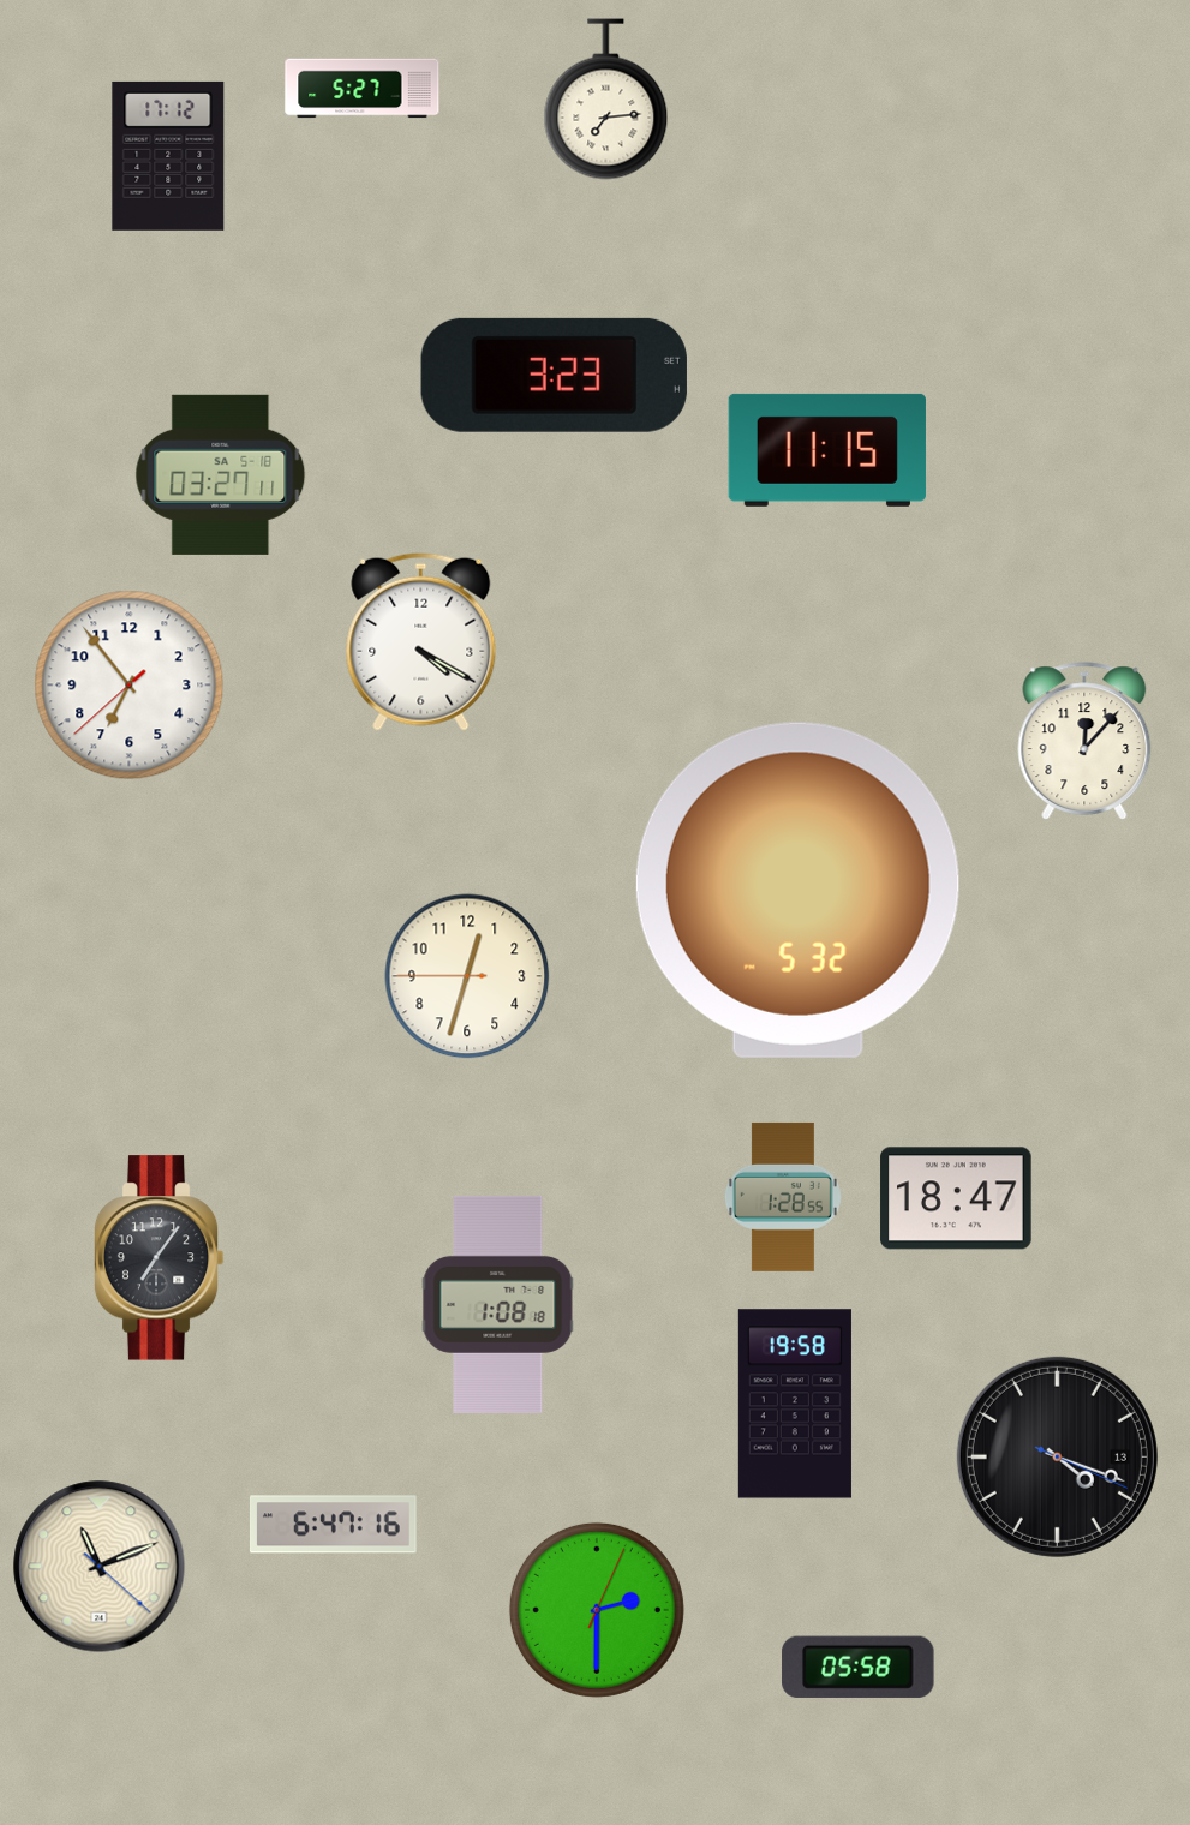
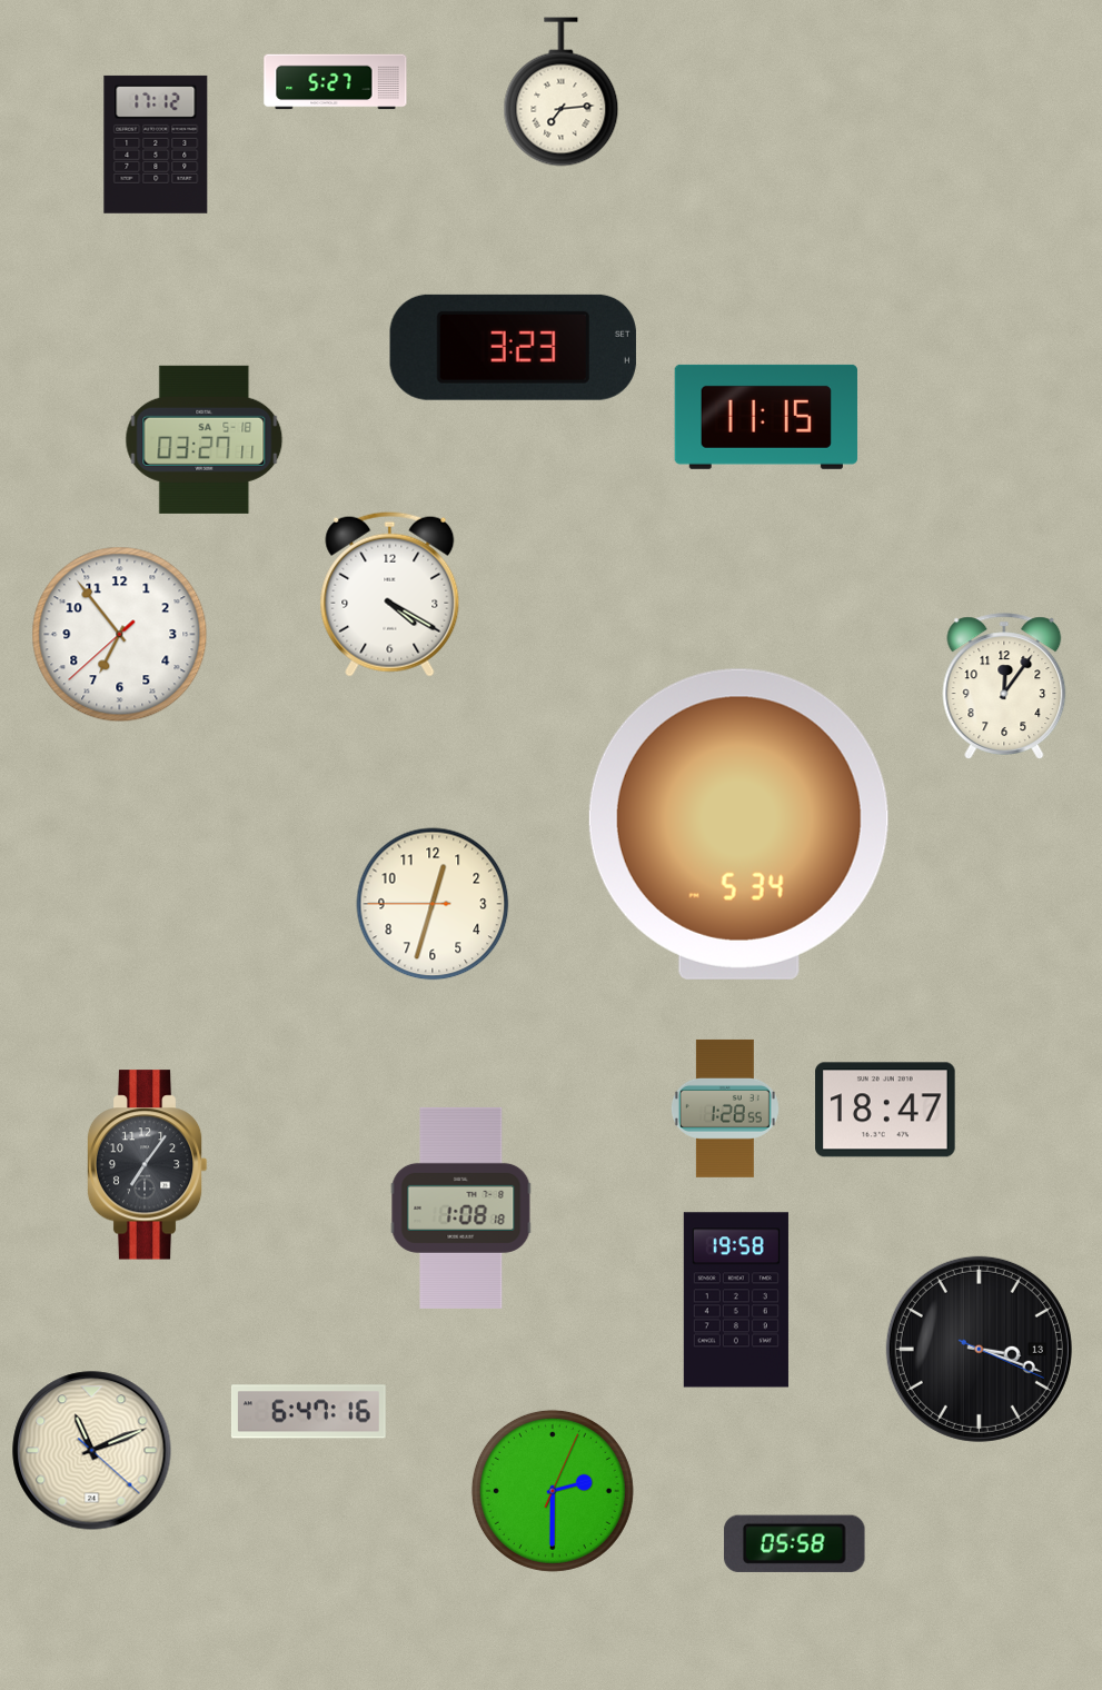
clock at (1084, 741): 12:07 -> 12:06
clock at (797, 890): 5:32 -> 5:34
clock at (1057, 1456): 4:18 -> 3:18
